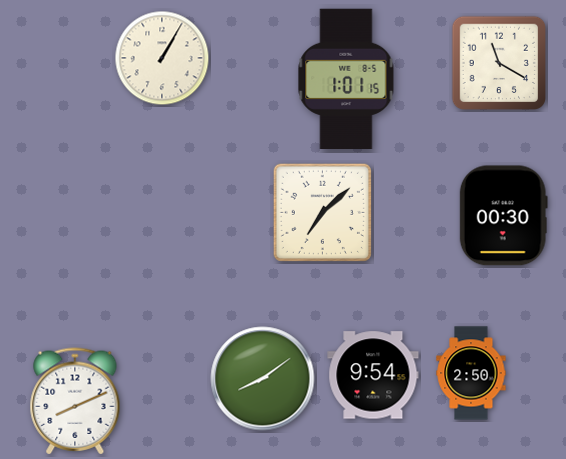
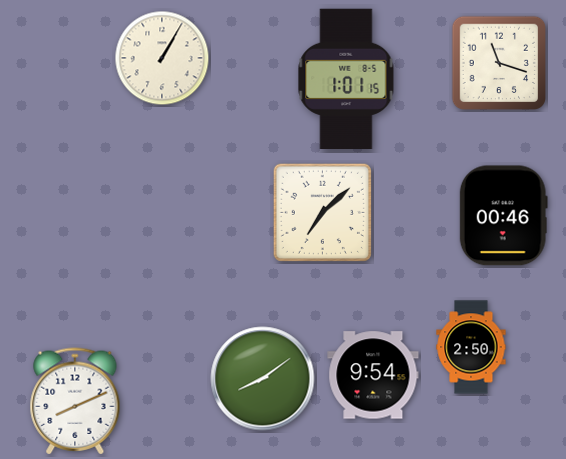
clock at (499, 63): 11:20 -> 11:18
clock at (503, 216): 00:30 -> 00:46
clock at (471, 373) position: (471, 373) -> (471, 347)
